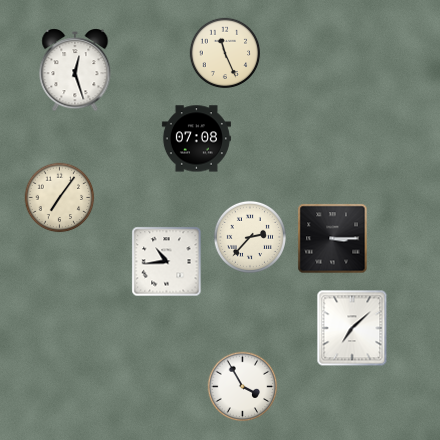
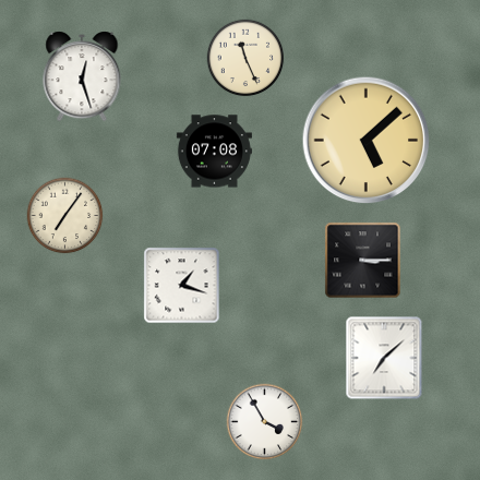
clock at (367, 141): none -> 5:08
clock at (250, 237): 2:37 -> none
clock at (167, 262): 10:44 -> 1:18
